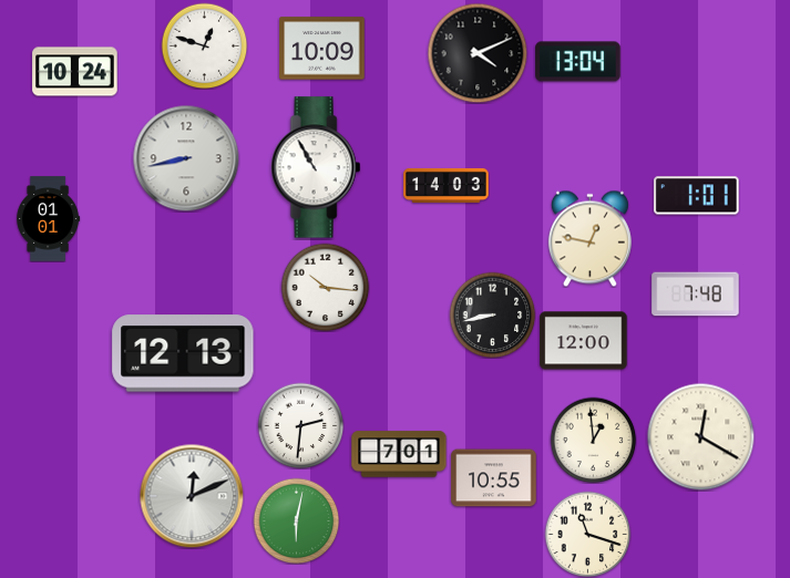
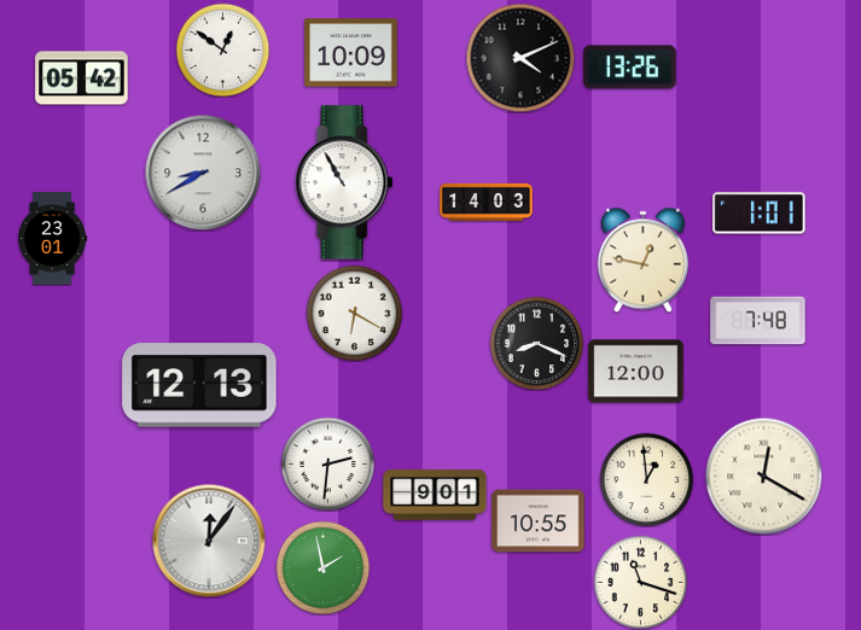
clock at (204, 45): 12:48 -> 12:51
clock at (578, 62): 13:04 -> 13:26
clock at (75, 72): 10:24 -> 05:42
clock at (186, 158): 8:43 -> 8:40
clock at (49, 219): 01:01 -> 23:01
clock at (325, 287): 10:16 -> 6:20
clock at (492, 314): 8:43 -> 8:19
clock at (399, 454): 7:01 -> 9:01
clock at (192, 496): 12:11 -> 12:06
clock at (296, 520): 6:02 -> 1:58
